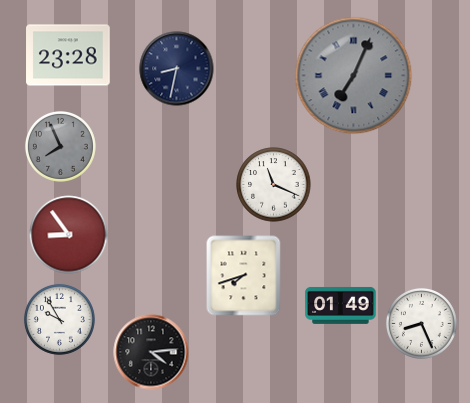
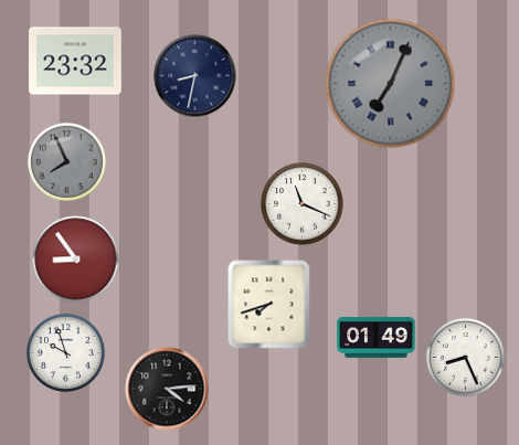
clock at (68, 55): 23:28 -> 23:32
clock at (59, 319): 9:55 -> 9:57
